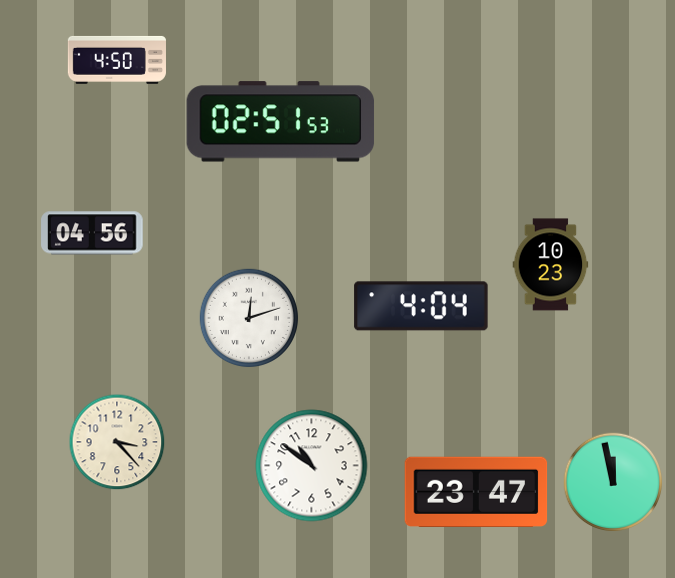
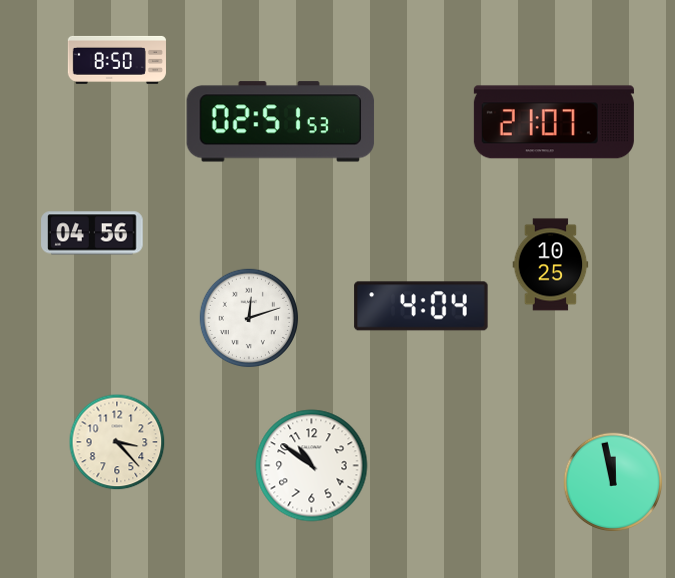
clock at (117, 60): 4:50 -> 8:50
clock at (554, 122): none -> 21:07
clock at (551, 265): 10:23 -> 10:25
clock at (476, 492): 23:47 -> none
